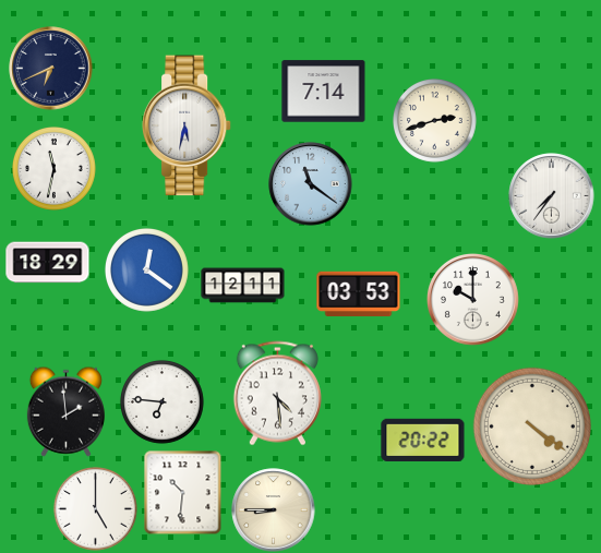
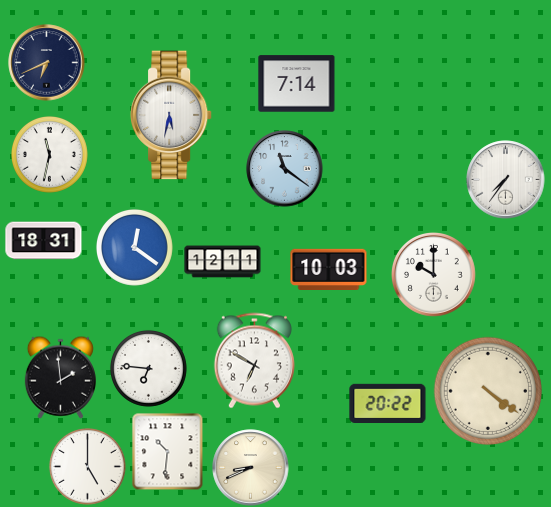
clock at (434, 120): 2:42 -> none
clock at (48, 263): 18:29 -> 18:31
clock at (359, 294): 03:53 -> 10:03
clock at (277, 394): 4:29 -> 6:50
clock at (274, 510): 8:45 -> 8:41
